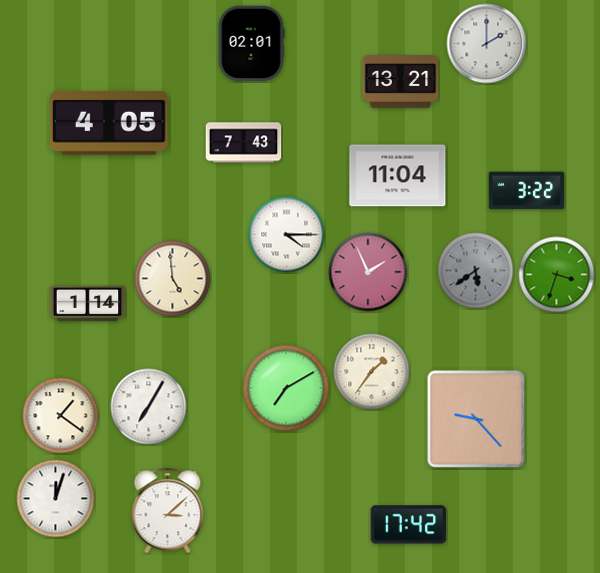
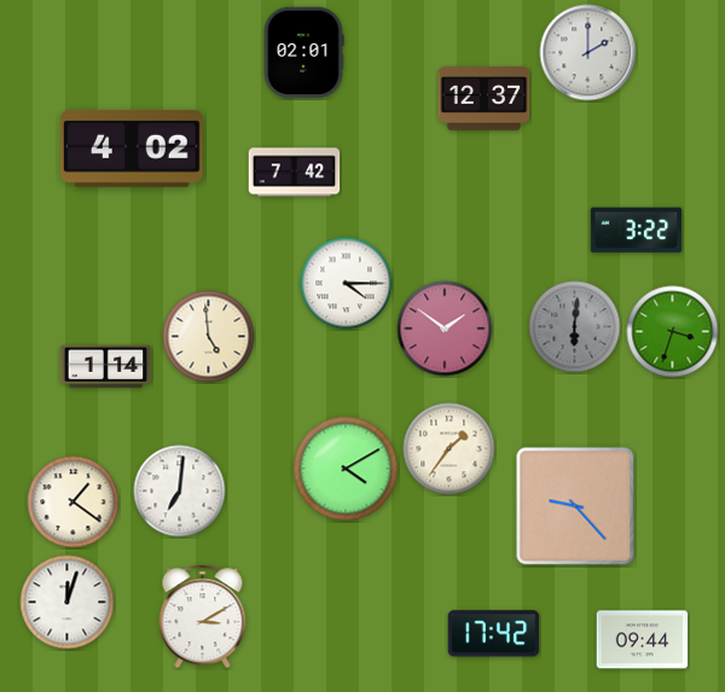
clock at (401, 82): 13:21 -> 12:37
clock at (109, 123): 4:05 -> 4:02
clock at (244, 143): 7:43 -> 7:42
clock at (398, 176): 11:04 -> none
clock at (476, 271): 5:39 -> 6:01
clock at (368, 272): 1:56 -> 1:51
clock at (286, 388): 7:10 -> 4:10
clock at (149, 407): 7:05 -> 7:01
clock at (168, 511): 3:08 -> 3:10
clock at (643, 640): none -> 09:44
